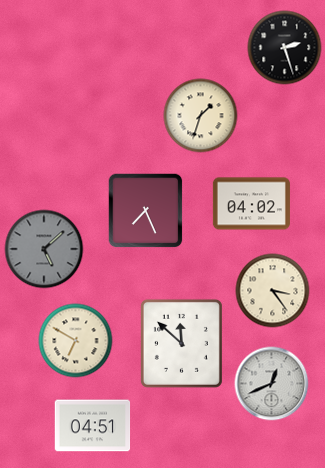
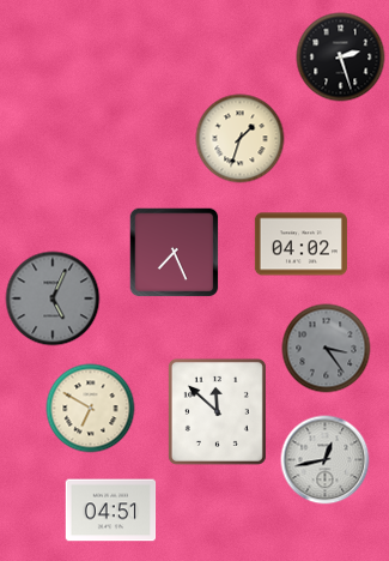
clock at (44, 249): 5:08 -> 5:04
clock at (273, 291) dial: cream -> grey
clock at (272, 384): 12:41 -> 12:43
